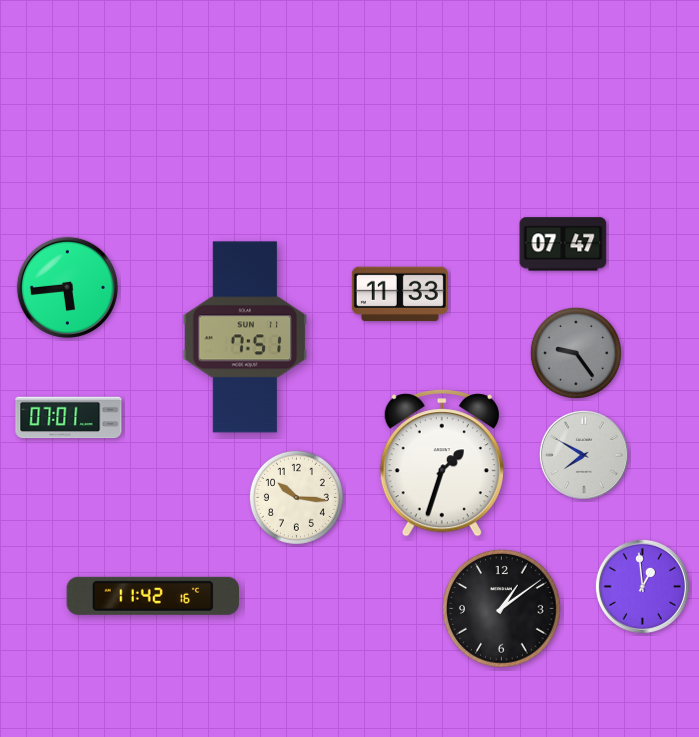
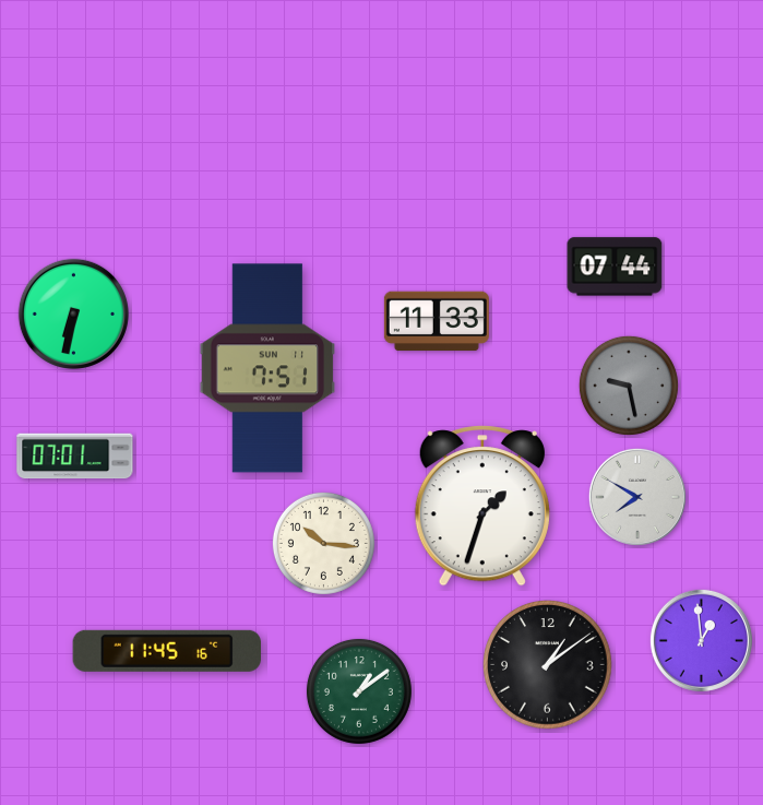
clock at (563, 244): 07:47 -> 07:44
clock at (67, 287): 5:44 -> 6:32
clock at (576, 353): 9:24 -> 9:28
clock at (152, 596): 11:42 -> 11:45
clock at (359, 691): none -> 1:09
